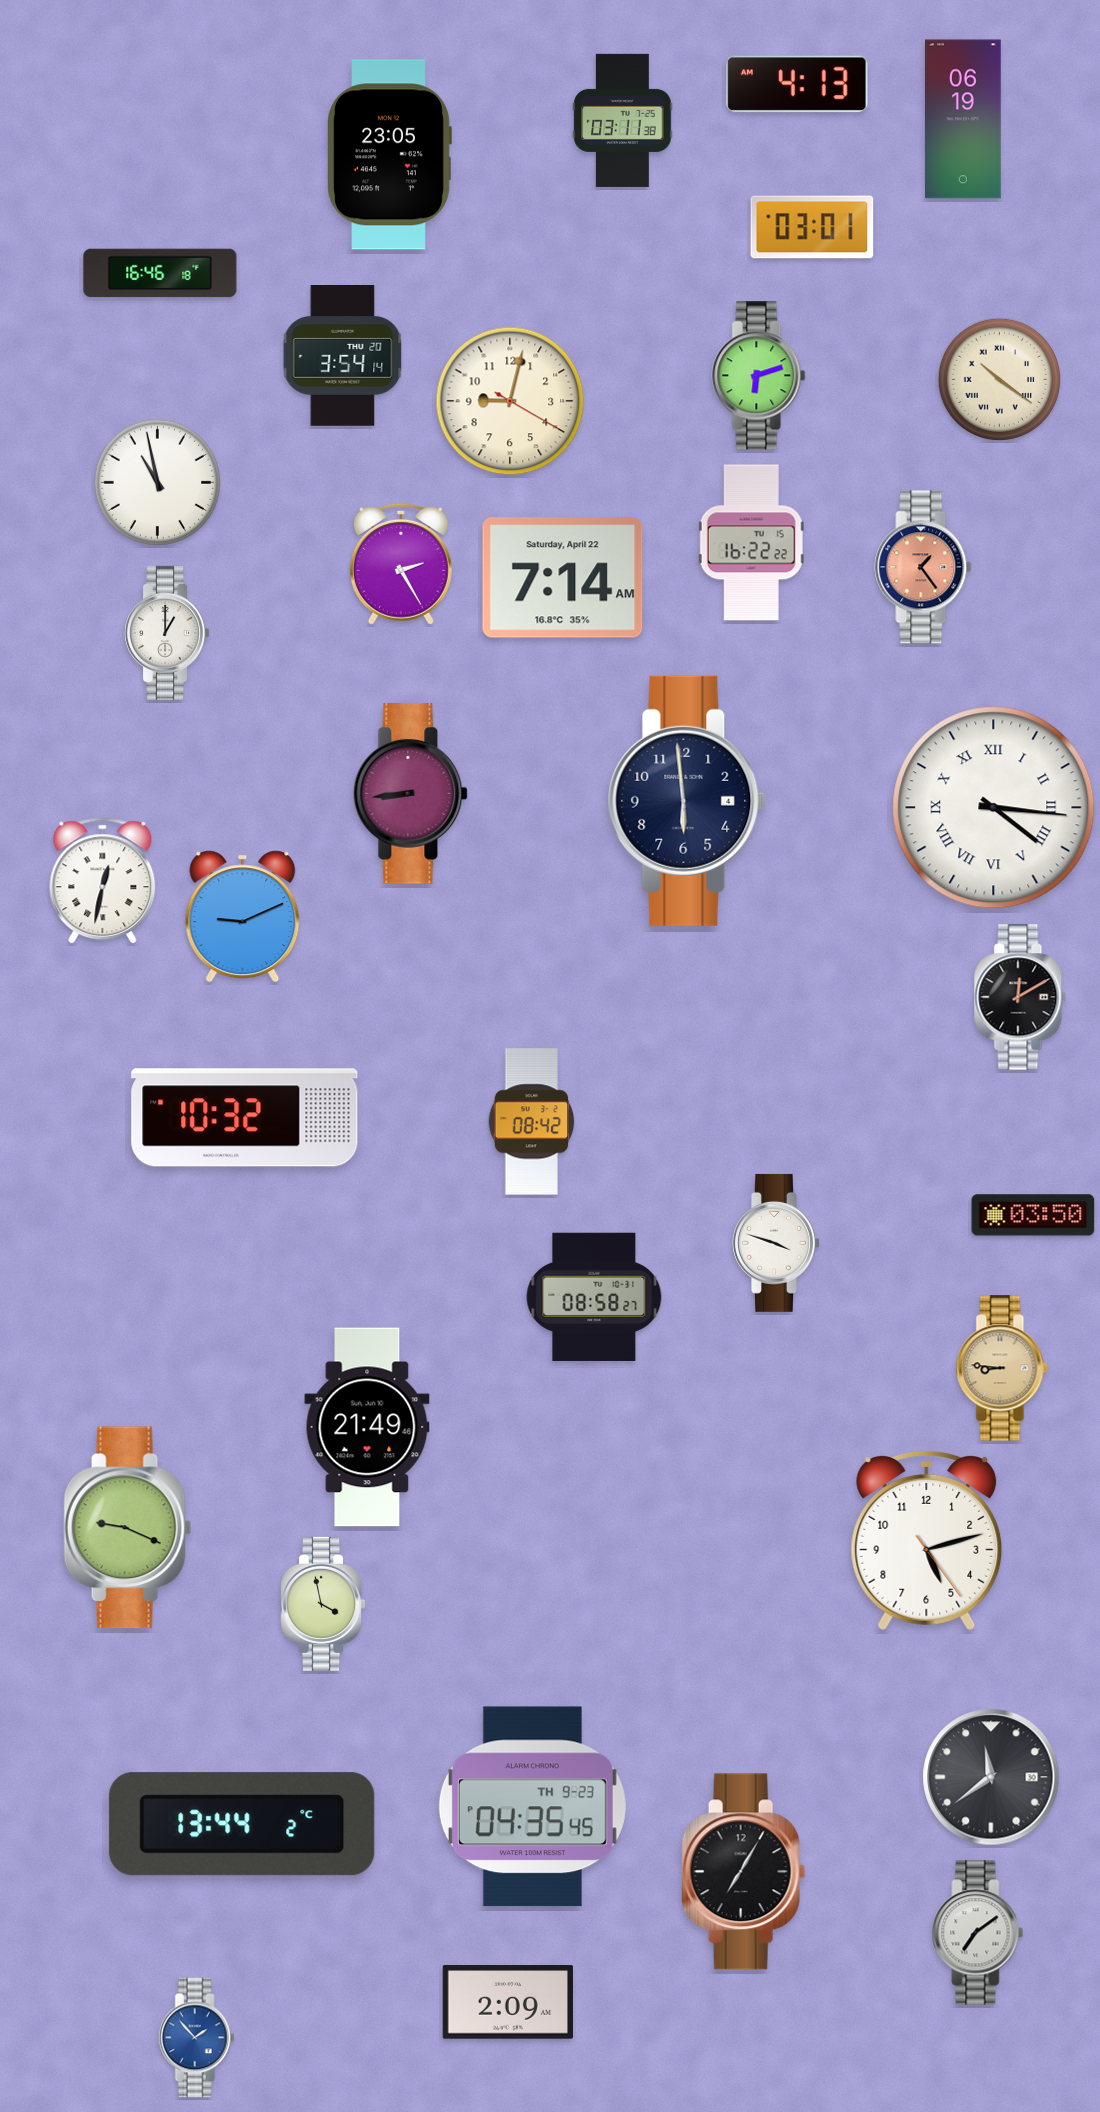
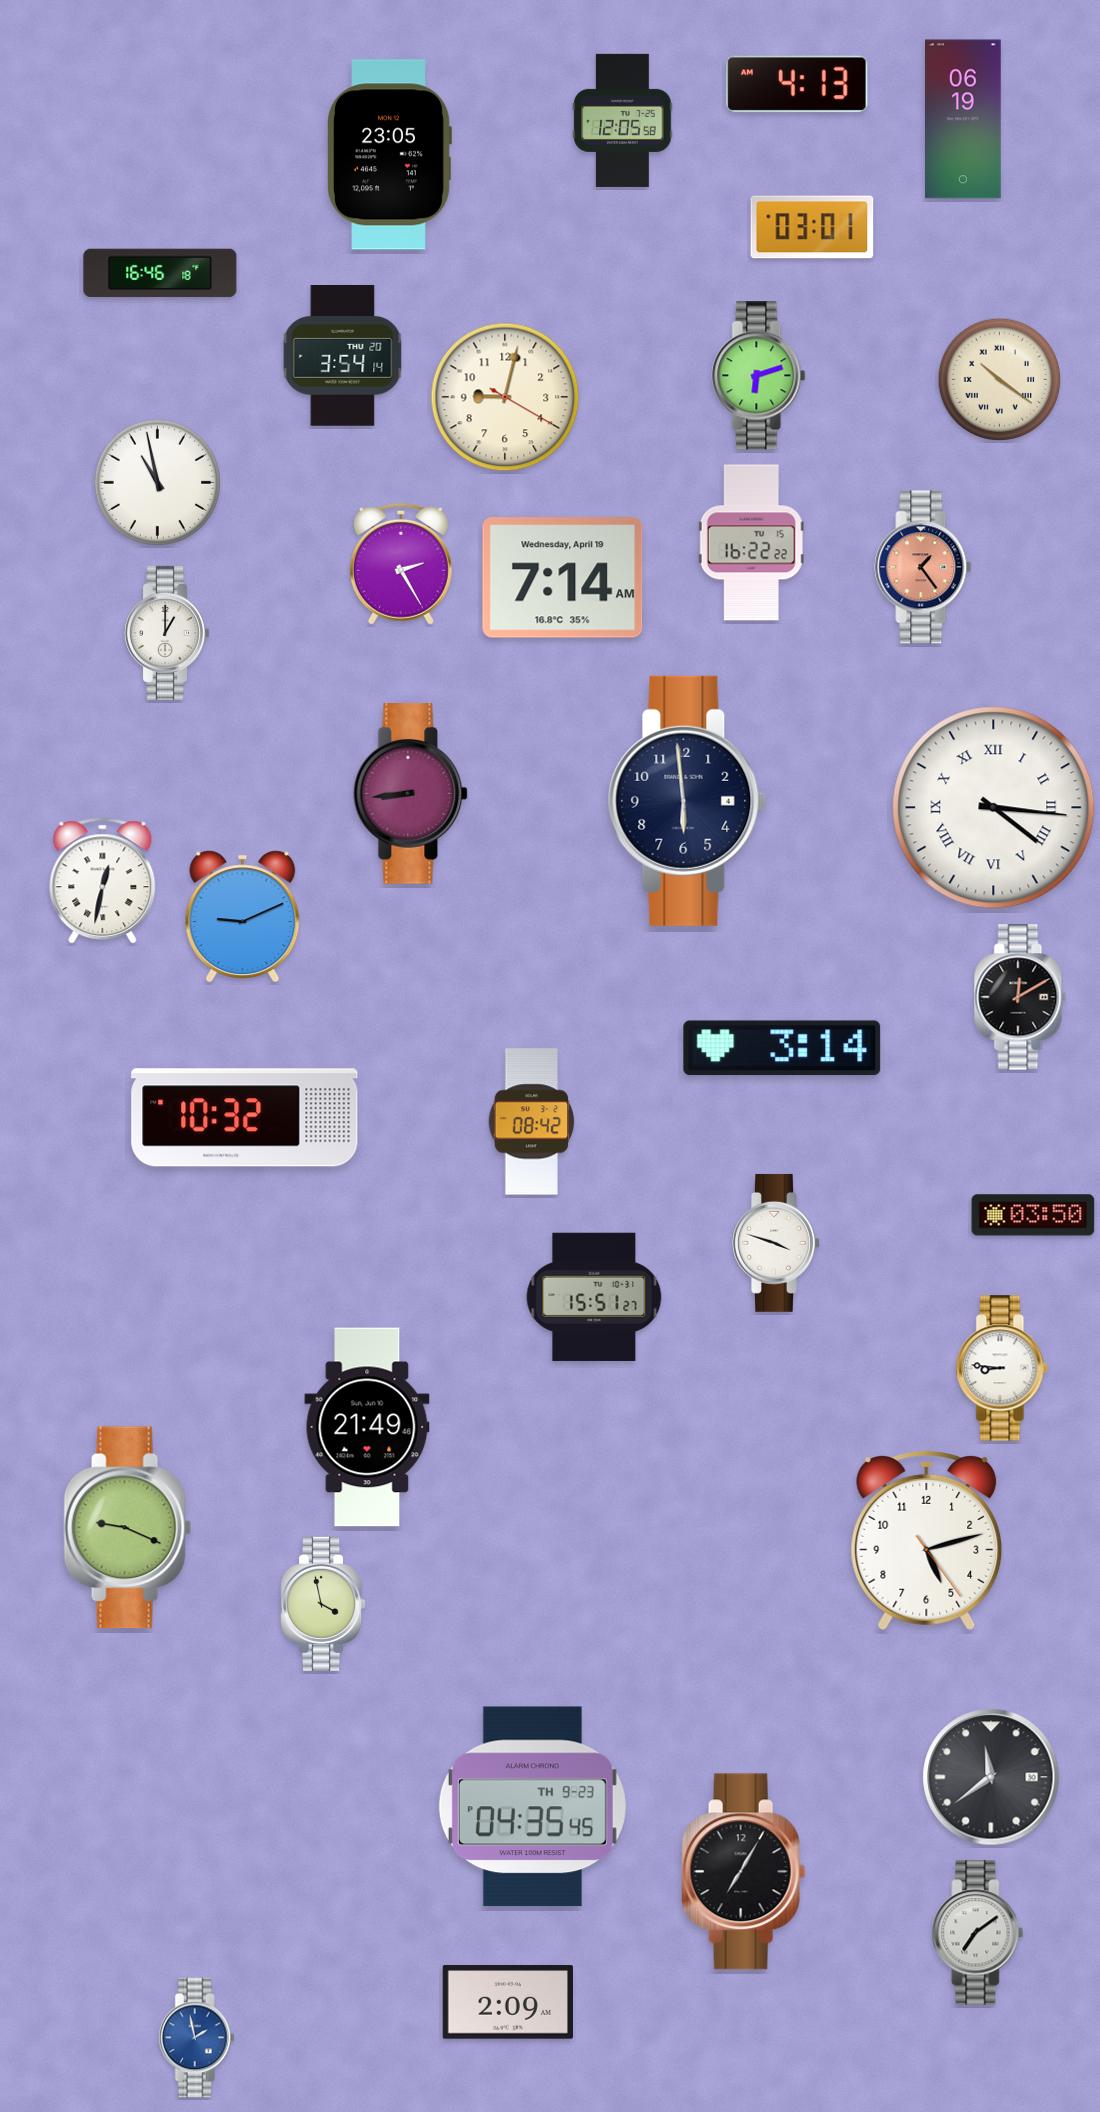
clock at (623, 120): 03:11 -> 12:05
clock at (510, 401) position: (510, 401) -> (505, 397)
clock at (563, 578) date: Saturday, April 22 -> Wednesday, April 19
clock at (782, 1048): none -> 3:14
clock at (594, 1297): 08:58 -> 15:51
clock at (1002, 1368) dial: champagne -> white
clock at (242, 1824): 13:44 -> none
clock at (196, 2038): 1:53 -> 1:58
